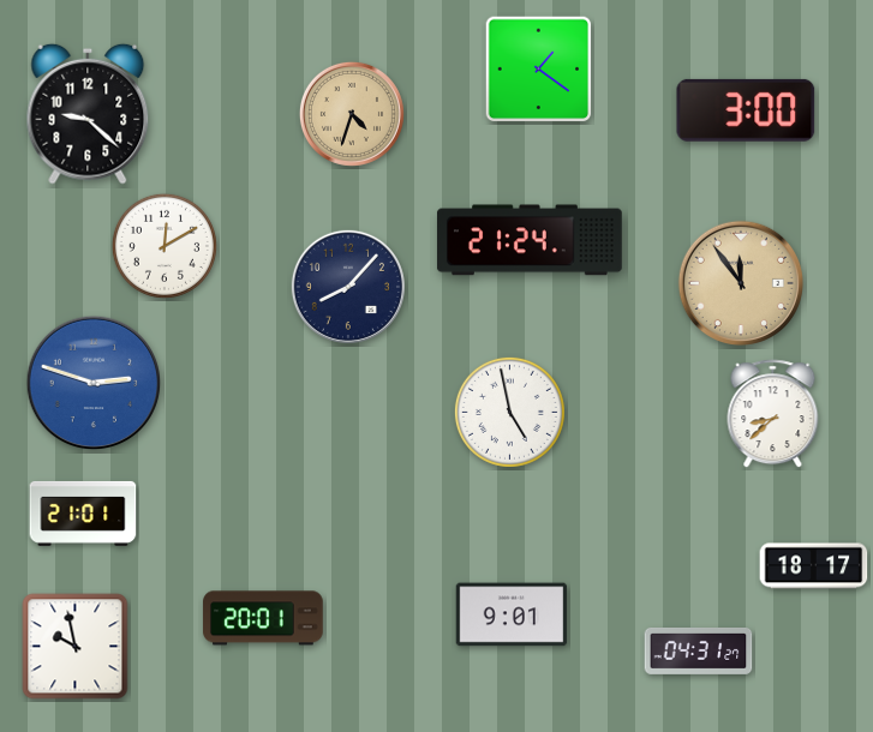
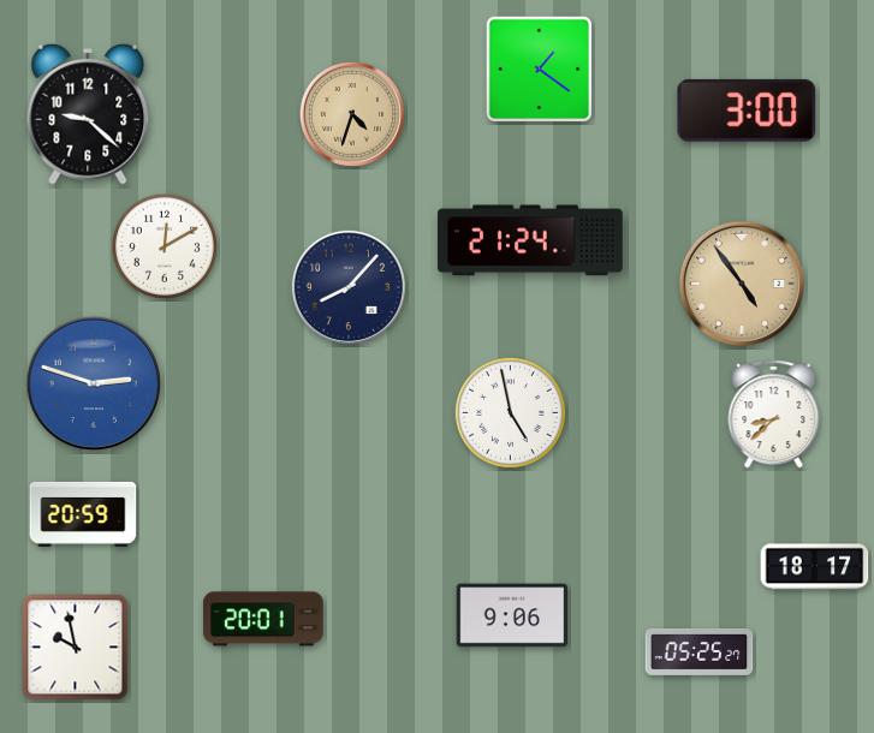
clock at (740, 282): 11:54 -> 4:54
clock at (83, 514): 21:01 -> 20:59
clock at (512, 614): 9:01 -> 9:06
clock at (699, 650): 04:31 -> 05:25
